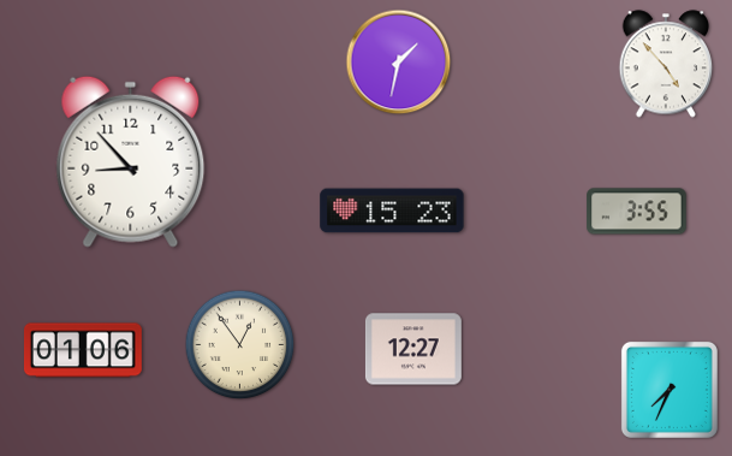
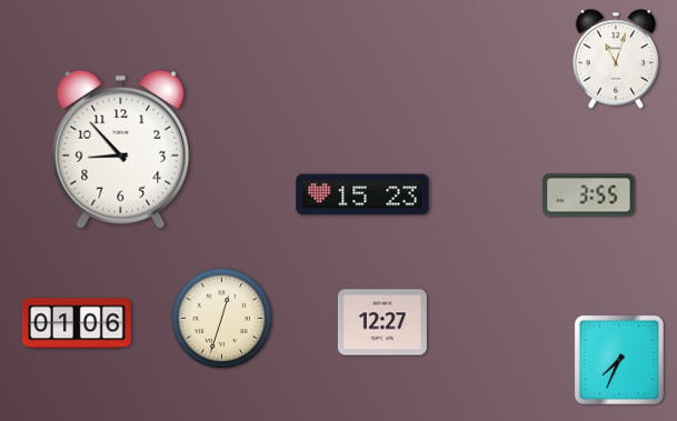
clock at (399, 63): 1:32 -> none
clock at (666, 64): 4:53 -> 11:03
clock at (240, 345): 12:54 -> 12:33
